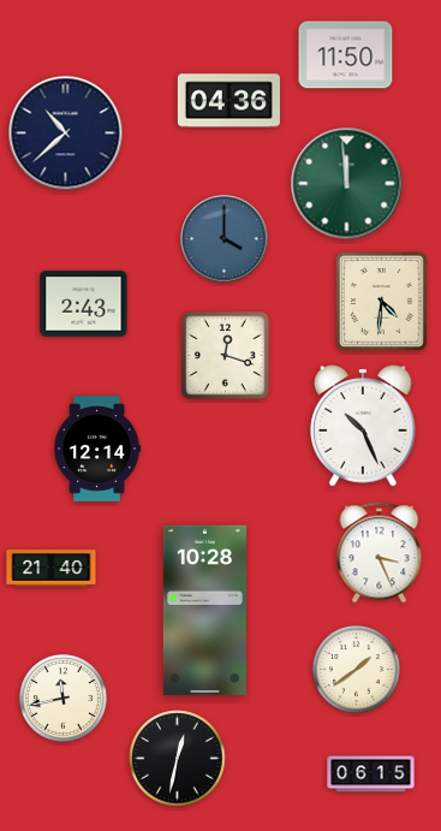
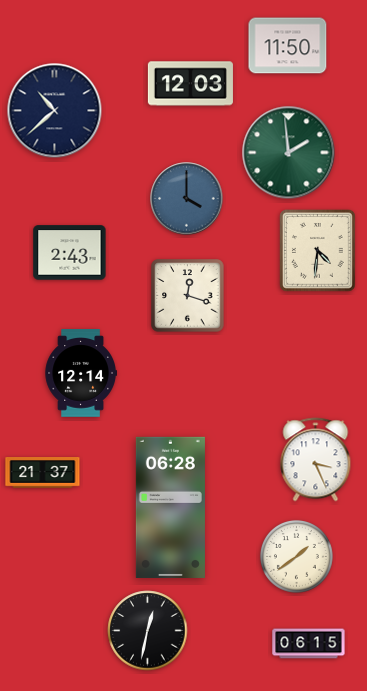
clock at (228, 101): 04:36 -> 12:03
clock at (347, 184): 11:59 -> 1:59
clock at (363, 426): 10:26 -> none
clock at (52, 569): 21:40 -> 21:37
clock at (204, 610): 10:28 -> 06:28
clock at (62, 698): 11:43 -> none
